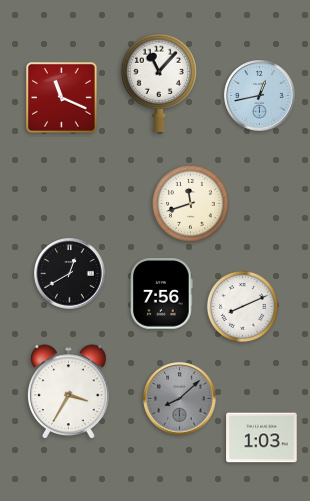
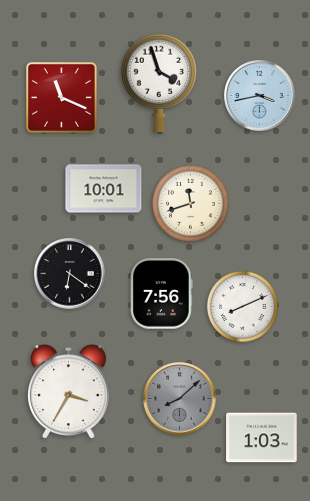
clock at (159, 83): 11:07 -> 3:57
clock at (260, 96): 12:43 -> 3:43
clock at (104, 189): none -> 10:01
clock at (70, 274): 12:40 -> 6:21
